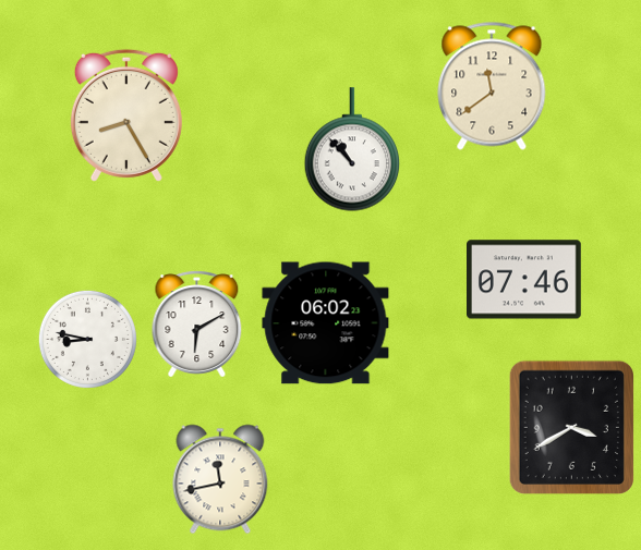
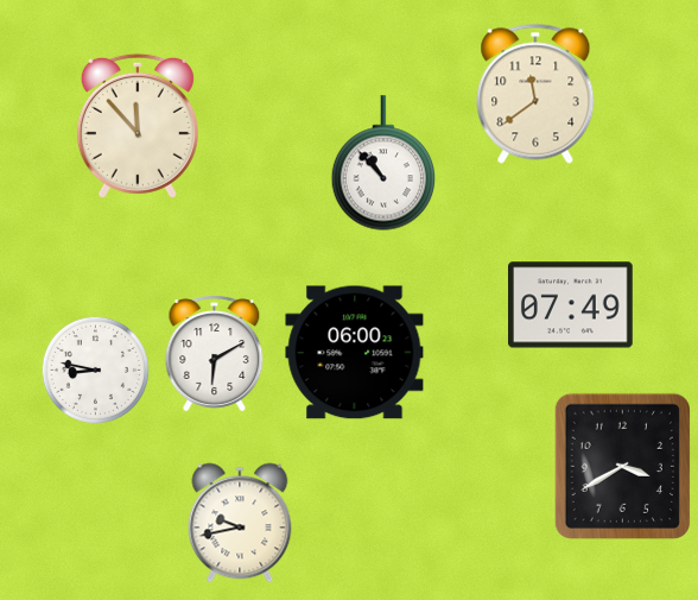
clock at (126, 115): 8:25 -> 11:53
clock at (524, 280): 07:46 -> 07:49
clock at (326, 323): 06:02 -> 06:00
clock at (220, 479): 11:43 -> 9:43
